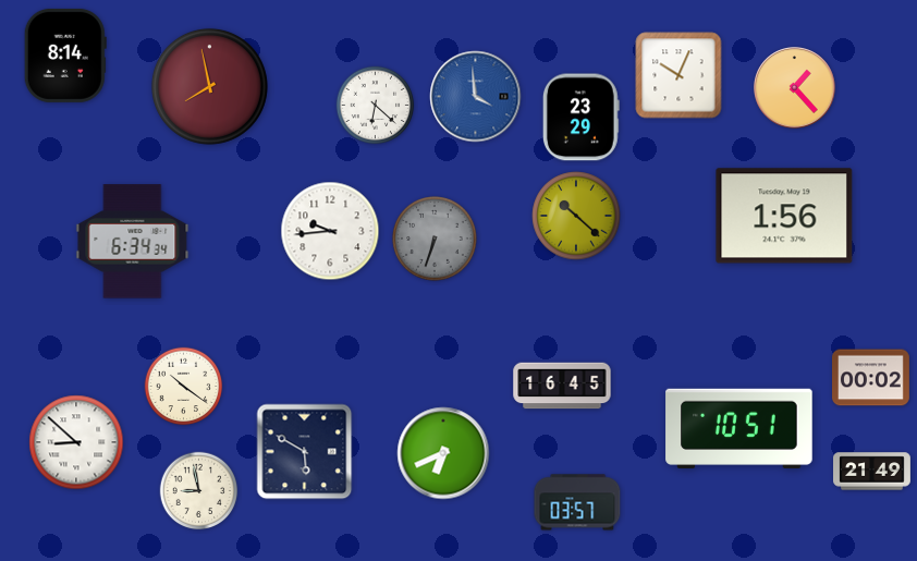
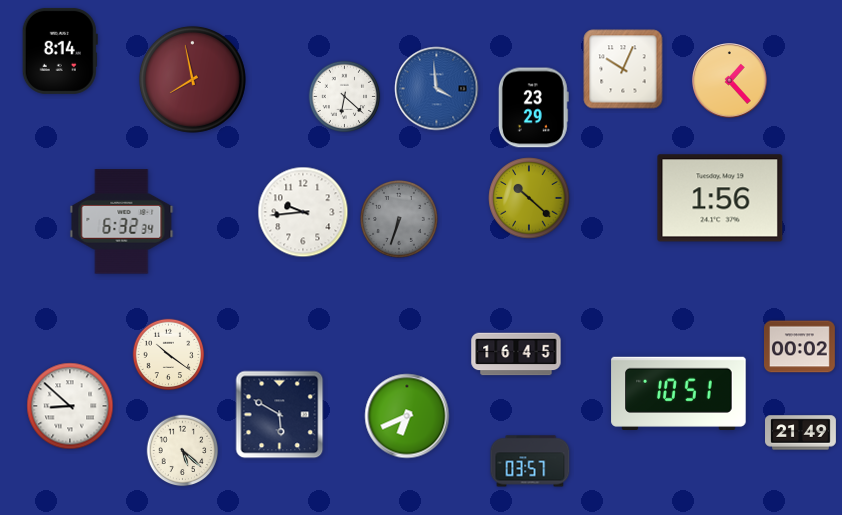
clock at (133, 242): 6:34 -> 6:32
clock at (199, 491): 8:58 -> 5:22
